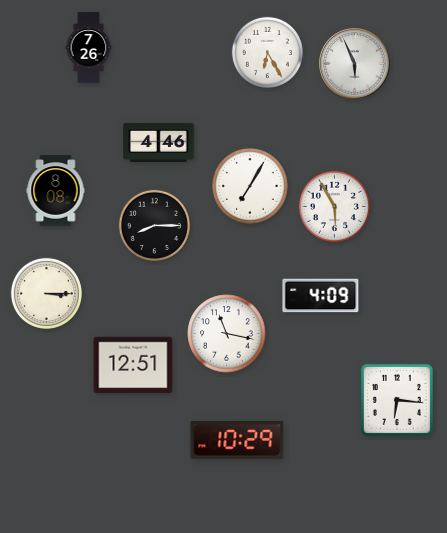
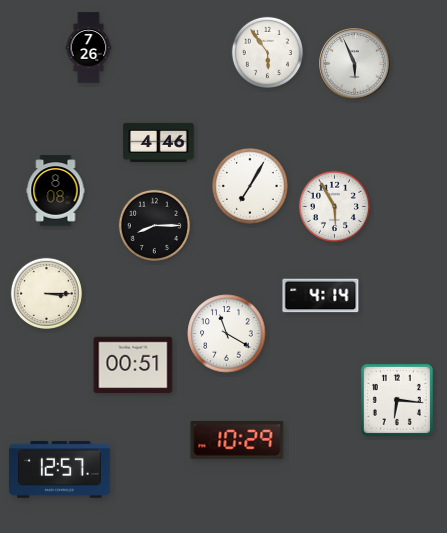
clock at (267, 52): 6:25 -> 5:54
clock at (321, 296): 4:09 -> 4:14
clock at (227, 334): 11:17 -> 11:20
clock at (133, 365): 12:51 -> 00:51
clock at (60, 470): none -> 12:57
